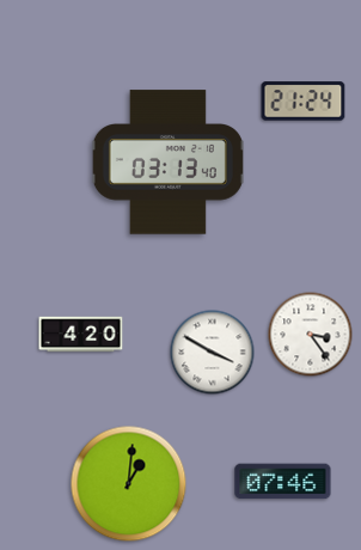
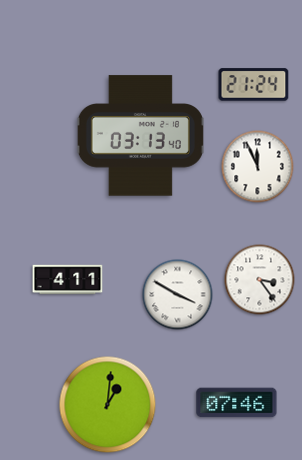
clock at (258, 167): none -> 11:56
clock at (81, 335): 4:20 -> 4:11
